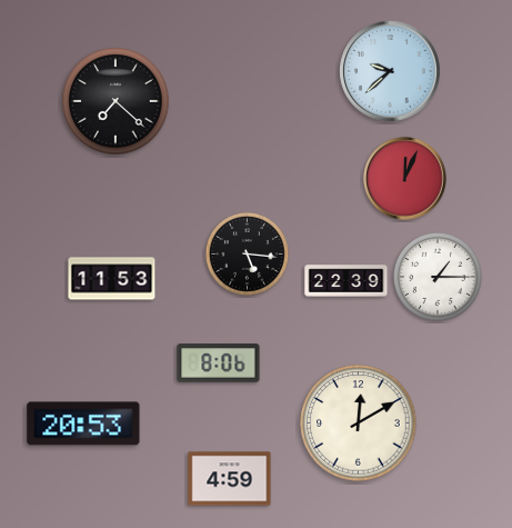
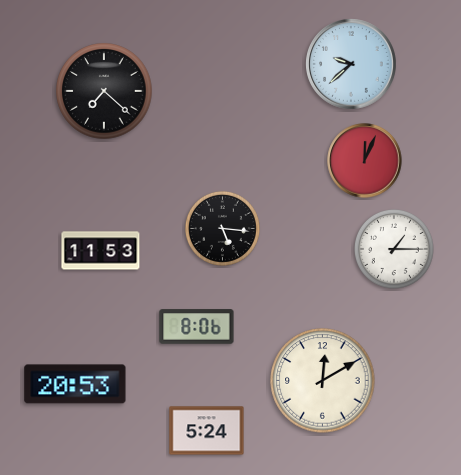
clock at (347, 281): 22:39 -> none
clock at (83, 424) position: (83, 424) -> (75, 384)
clock at (230, 479): 4:59 -> 5:24
